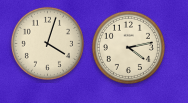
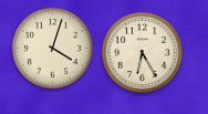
clock at (128, 47): 4:13 -> 6:25
